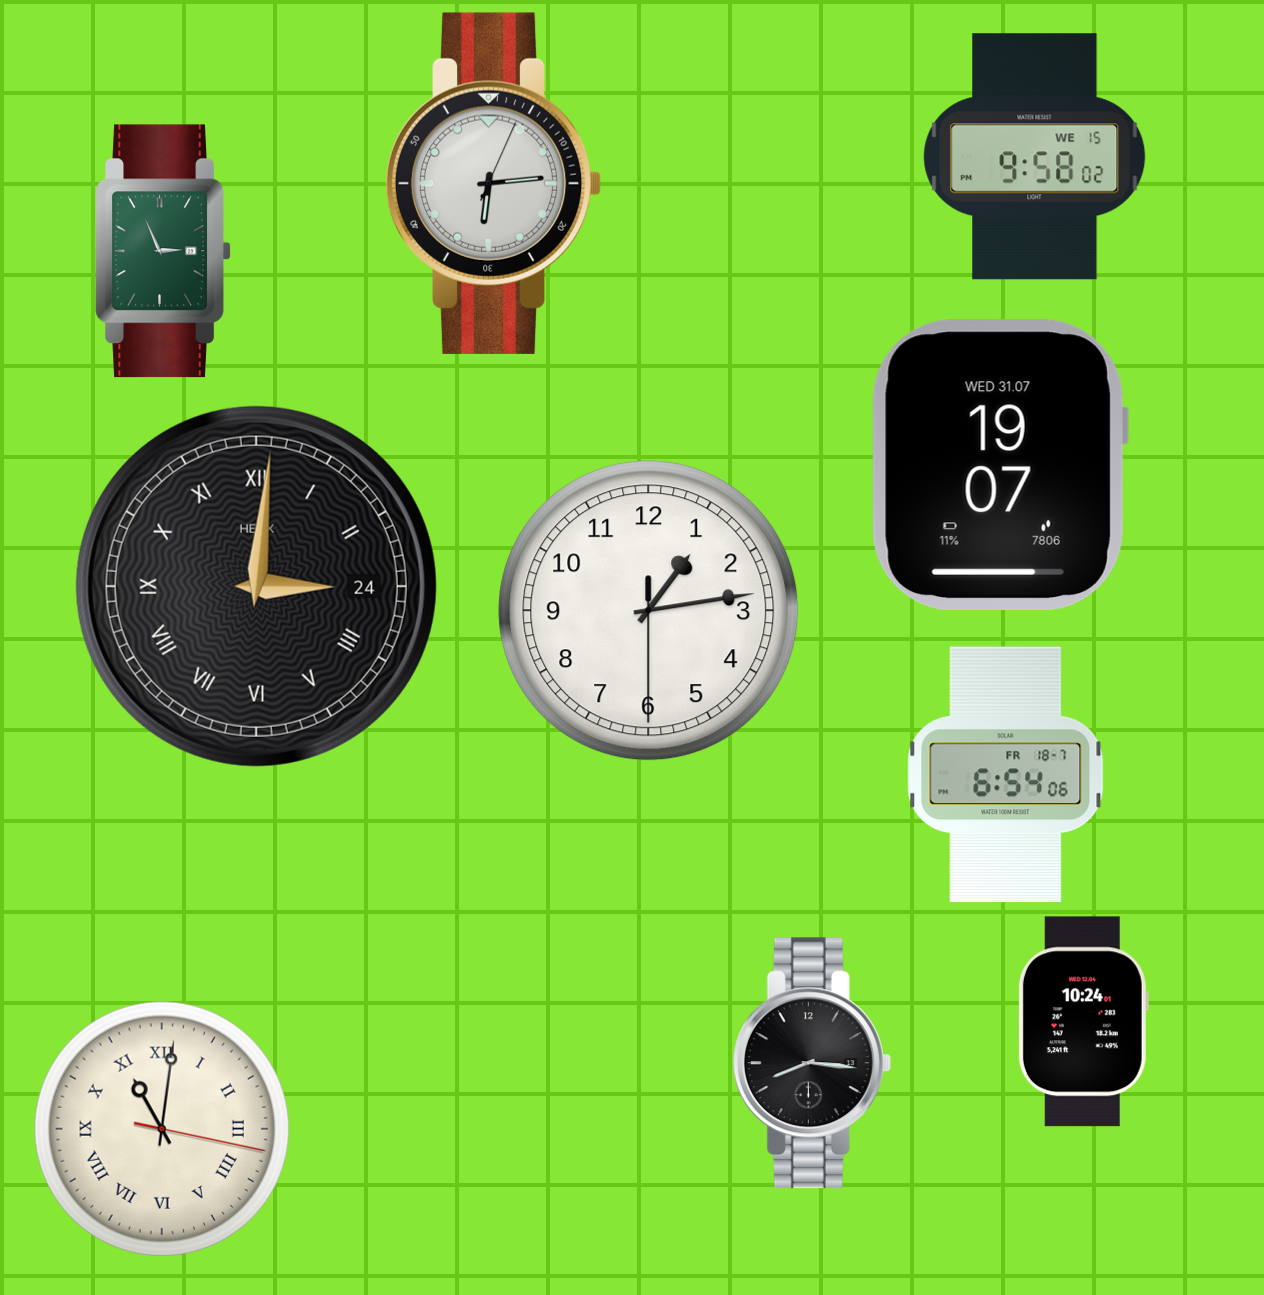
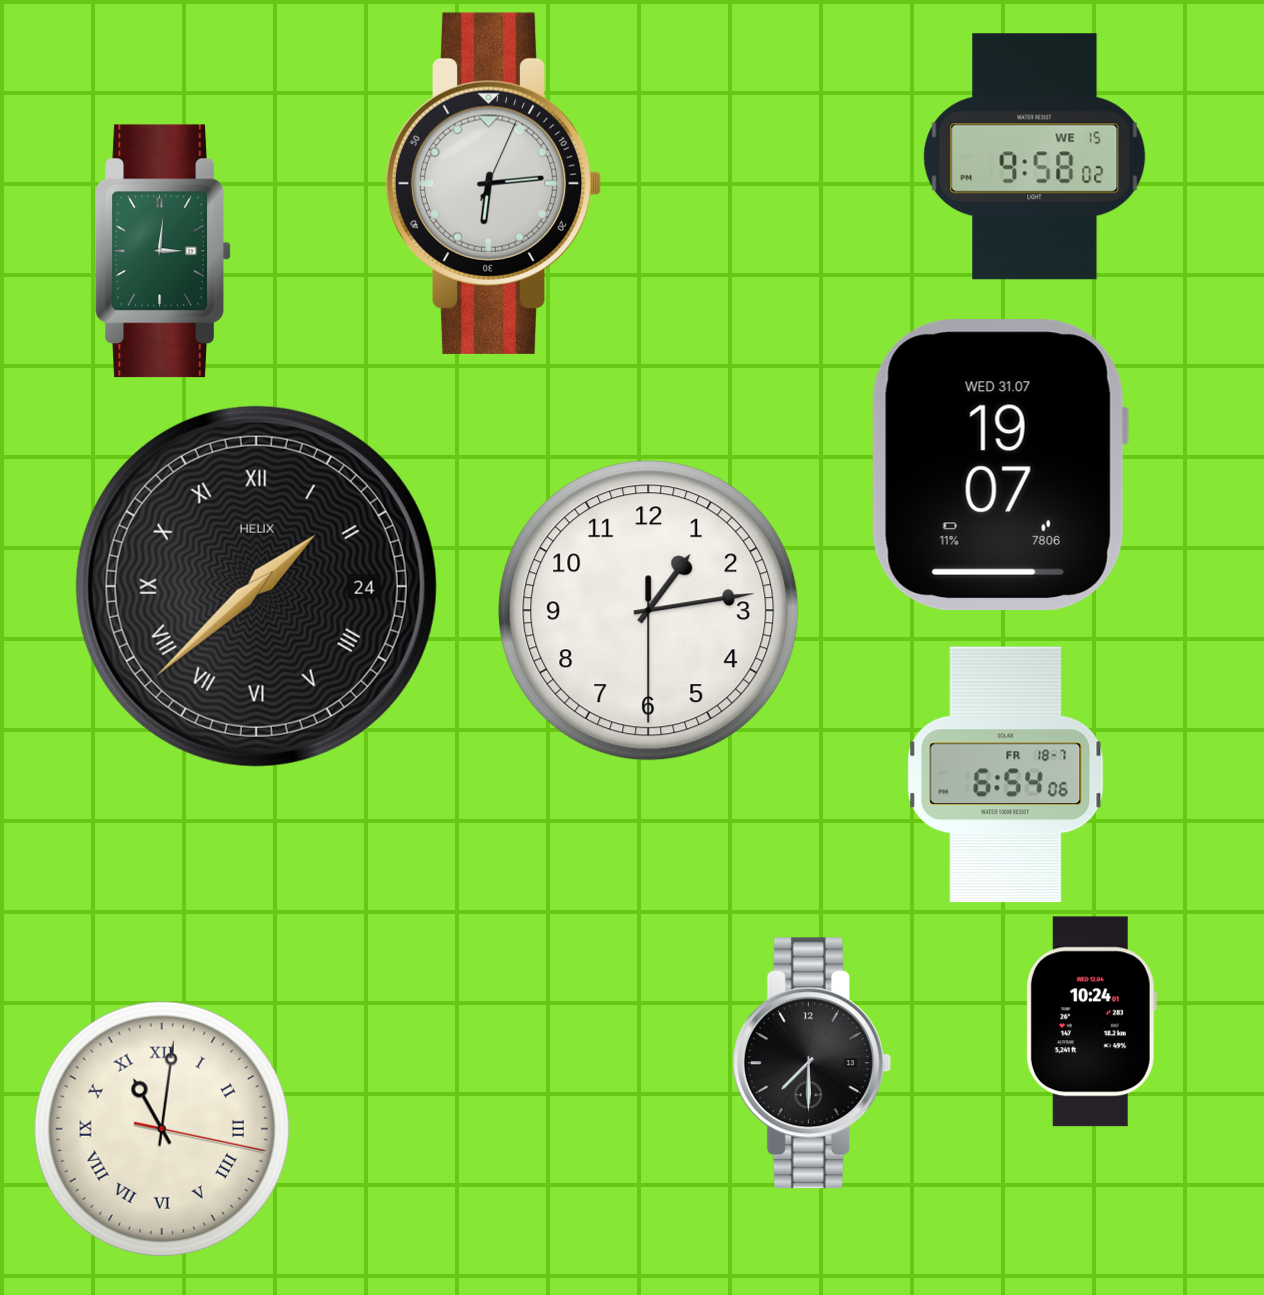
clock at (163, 251): 2:56 -> 3:01
clock at (256, 586): 3:01 -> 1:38
clock at (1083, 1022) position: (1083, 1022) -> (1091, 1022)
clock at (812, 1063): 8:16 -> 7:30
